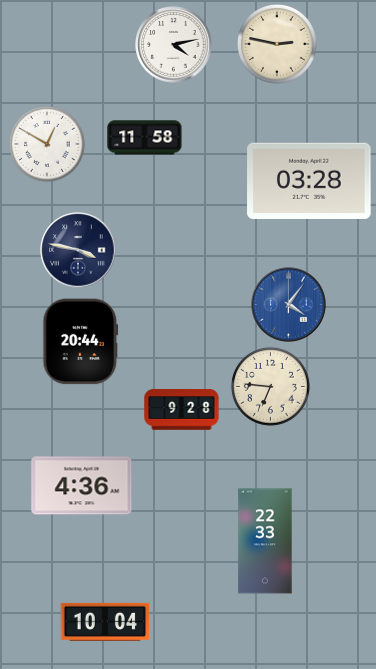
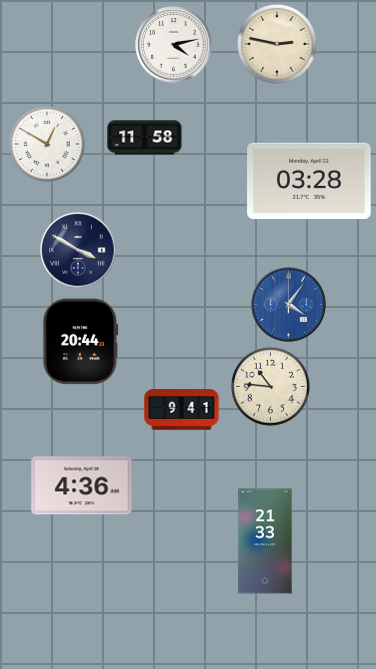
clock at (78, 250): 3:47 -> 3:50
clock at (270, 386): 6:46 -> 10:46
clock at (182, 410): 9:28 -> 9:41
clock at (265, 541): 22:33 -> 21:33
clock at (105, 622): 10:04 -> none
